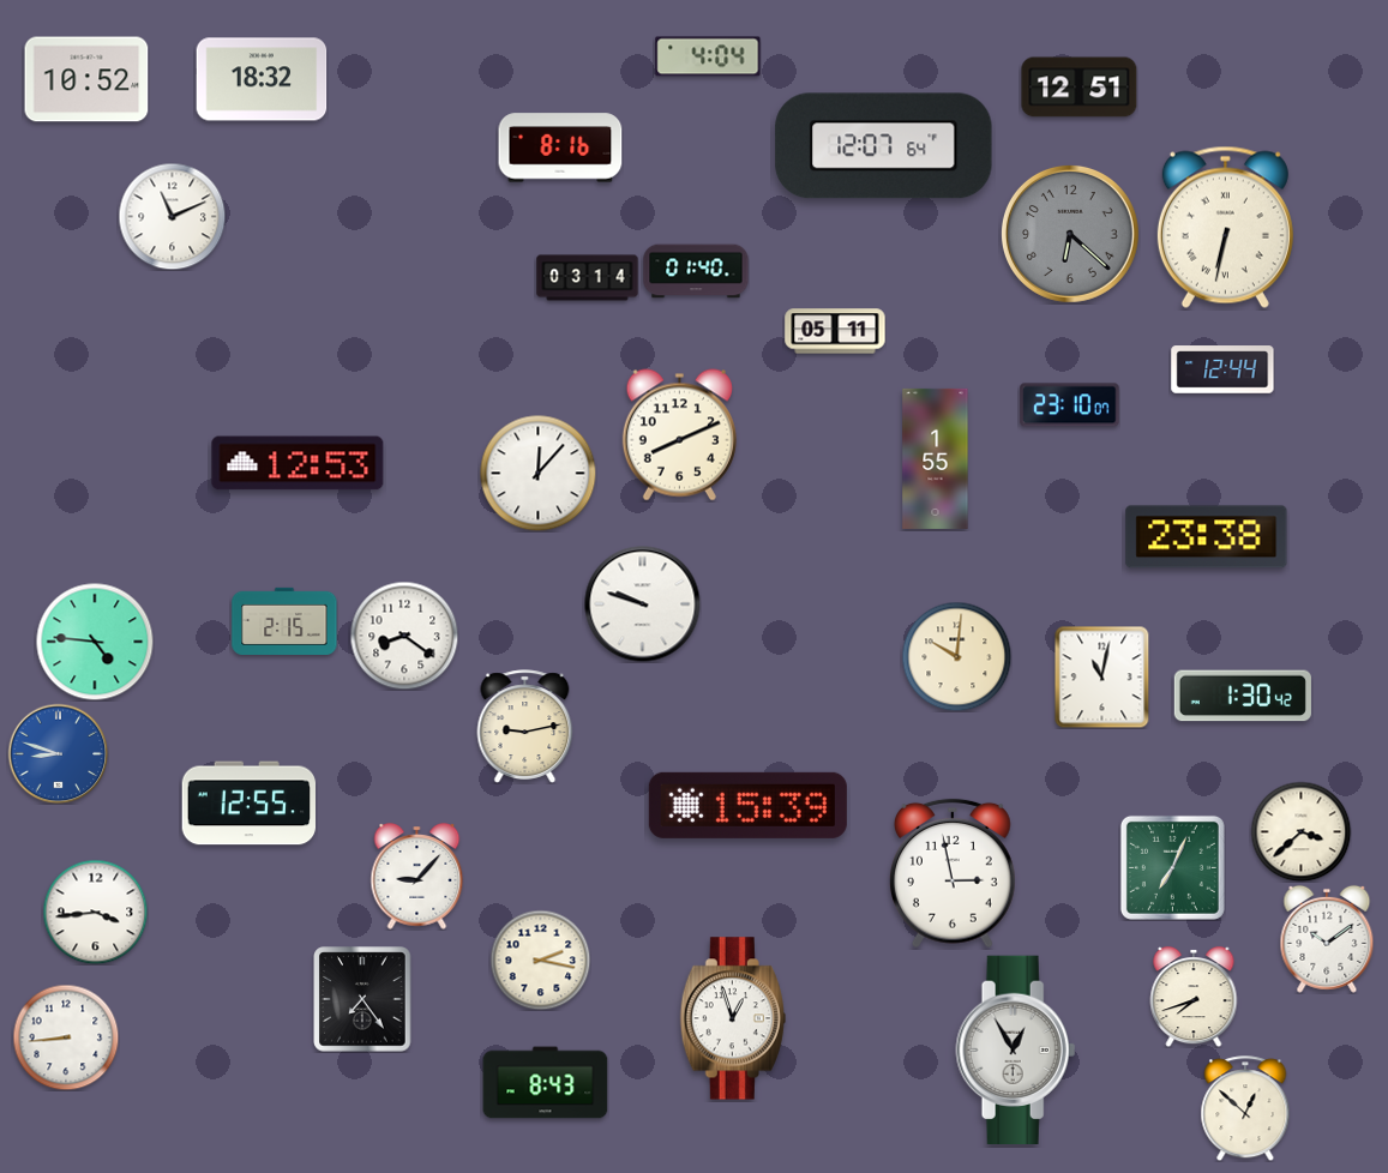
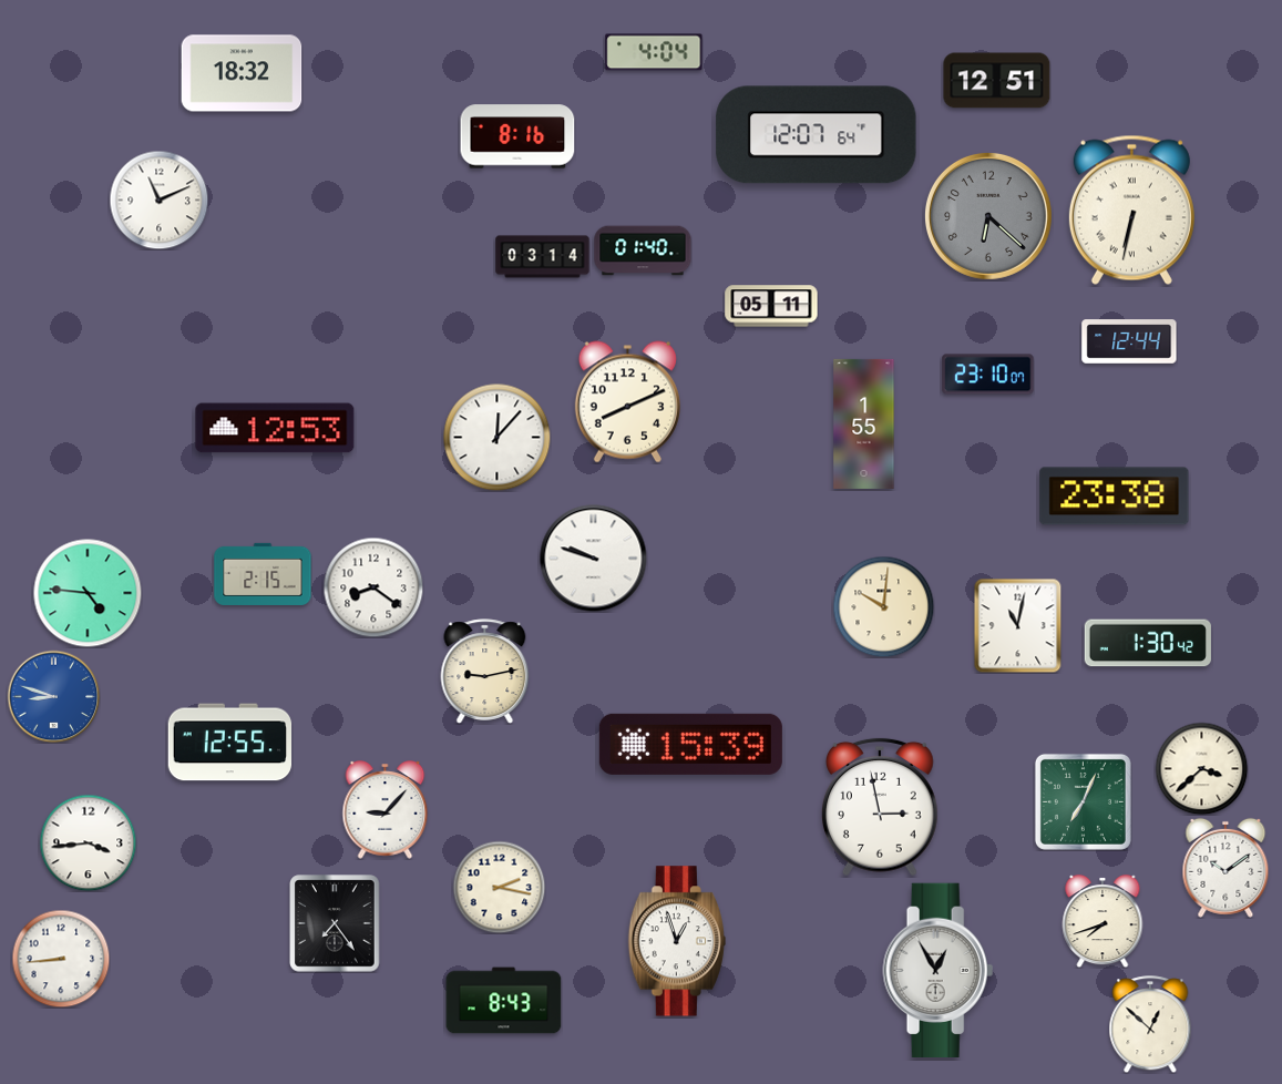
clock at (86, 79): 10:52 -> none
